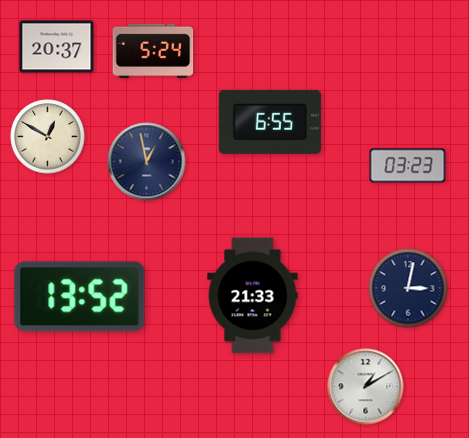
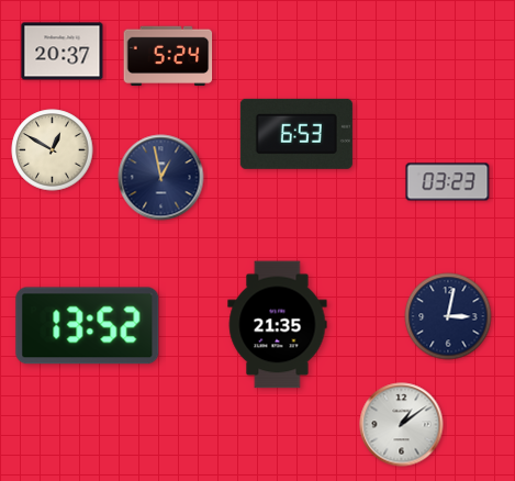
clock at (270, 122): 6:55 -> 6:53
clock at (253, 296): 21:33 -> 21:35
clock at (366, 387): 1:10 -> 1:09
